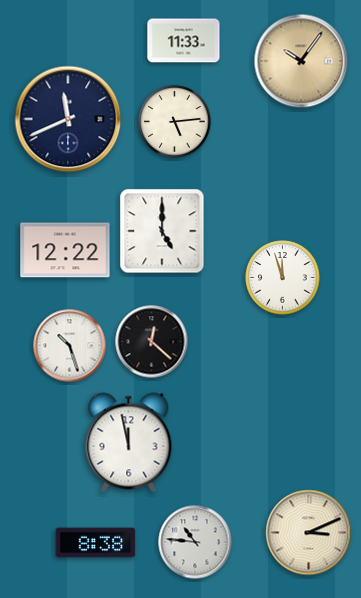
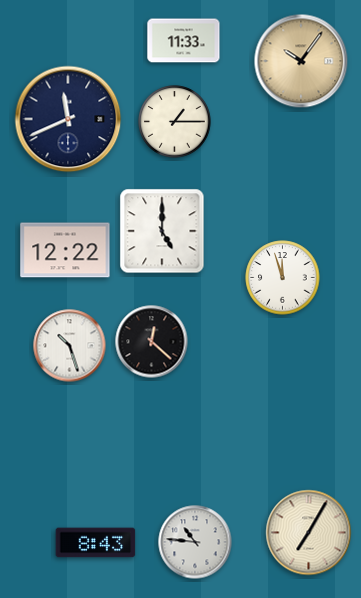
clock at (175, 122): 5:14 -> 1:15
clock at (129, 443): 11:58 -> none
clock at (309, 533): 3:11 -> 7:05
clock at (96, 543): 8:38 -> 8:43
